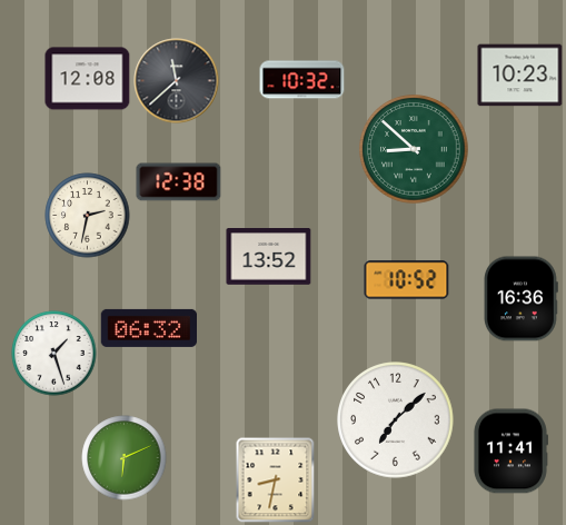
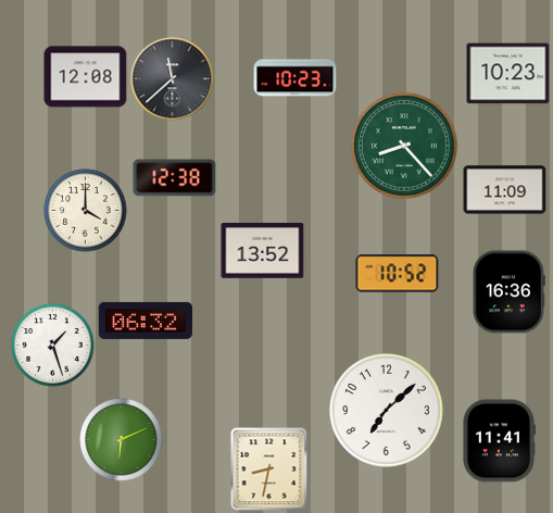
clock at (302, 80): 10:32 -> 10:23
clock at (414, 149): 8:52 -> 8:23
clock at (505, 190): none -> 11:09
clock at (88, 216): 2:32 -> 4:00
clock at (125, 458) position: (125, 458) -> (122, 440)
